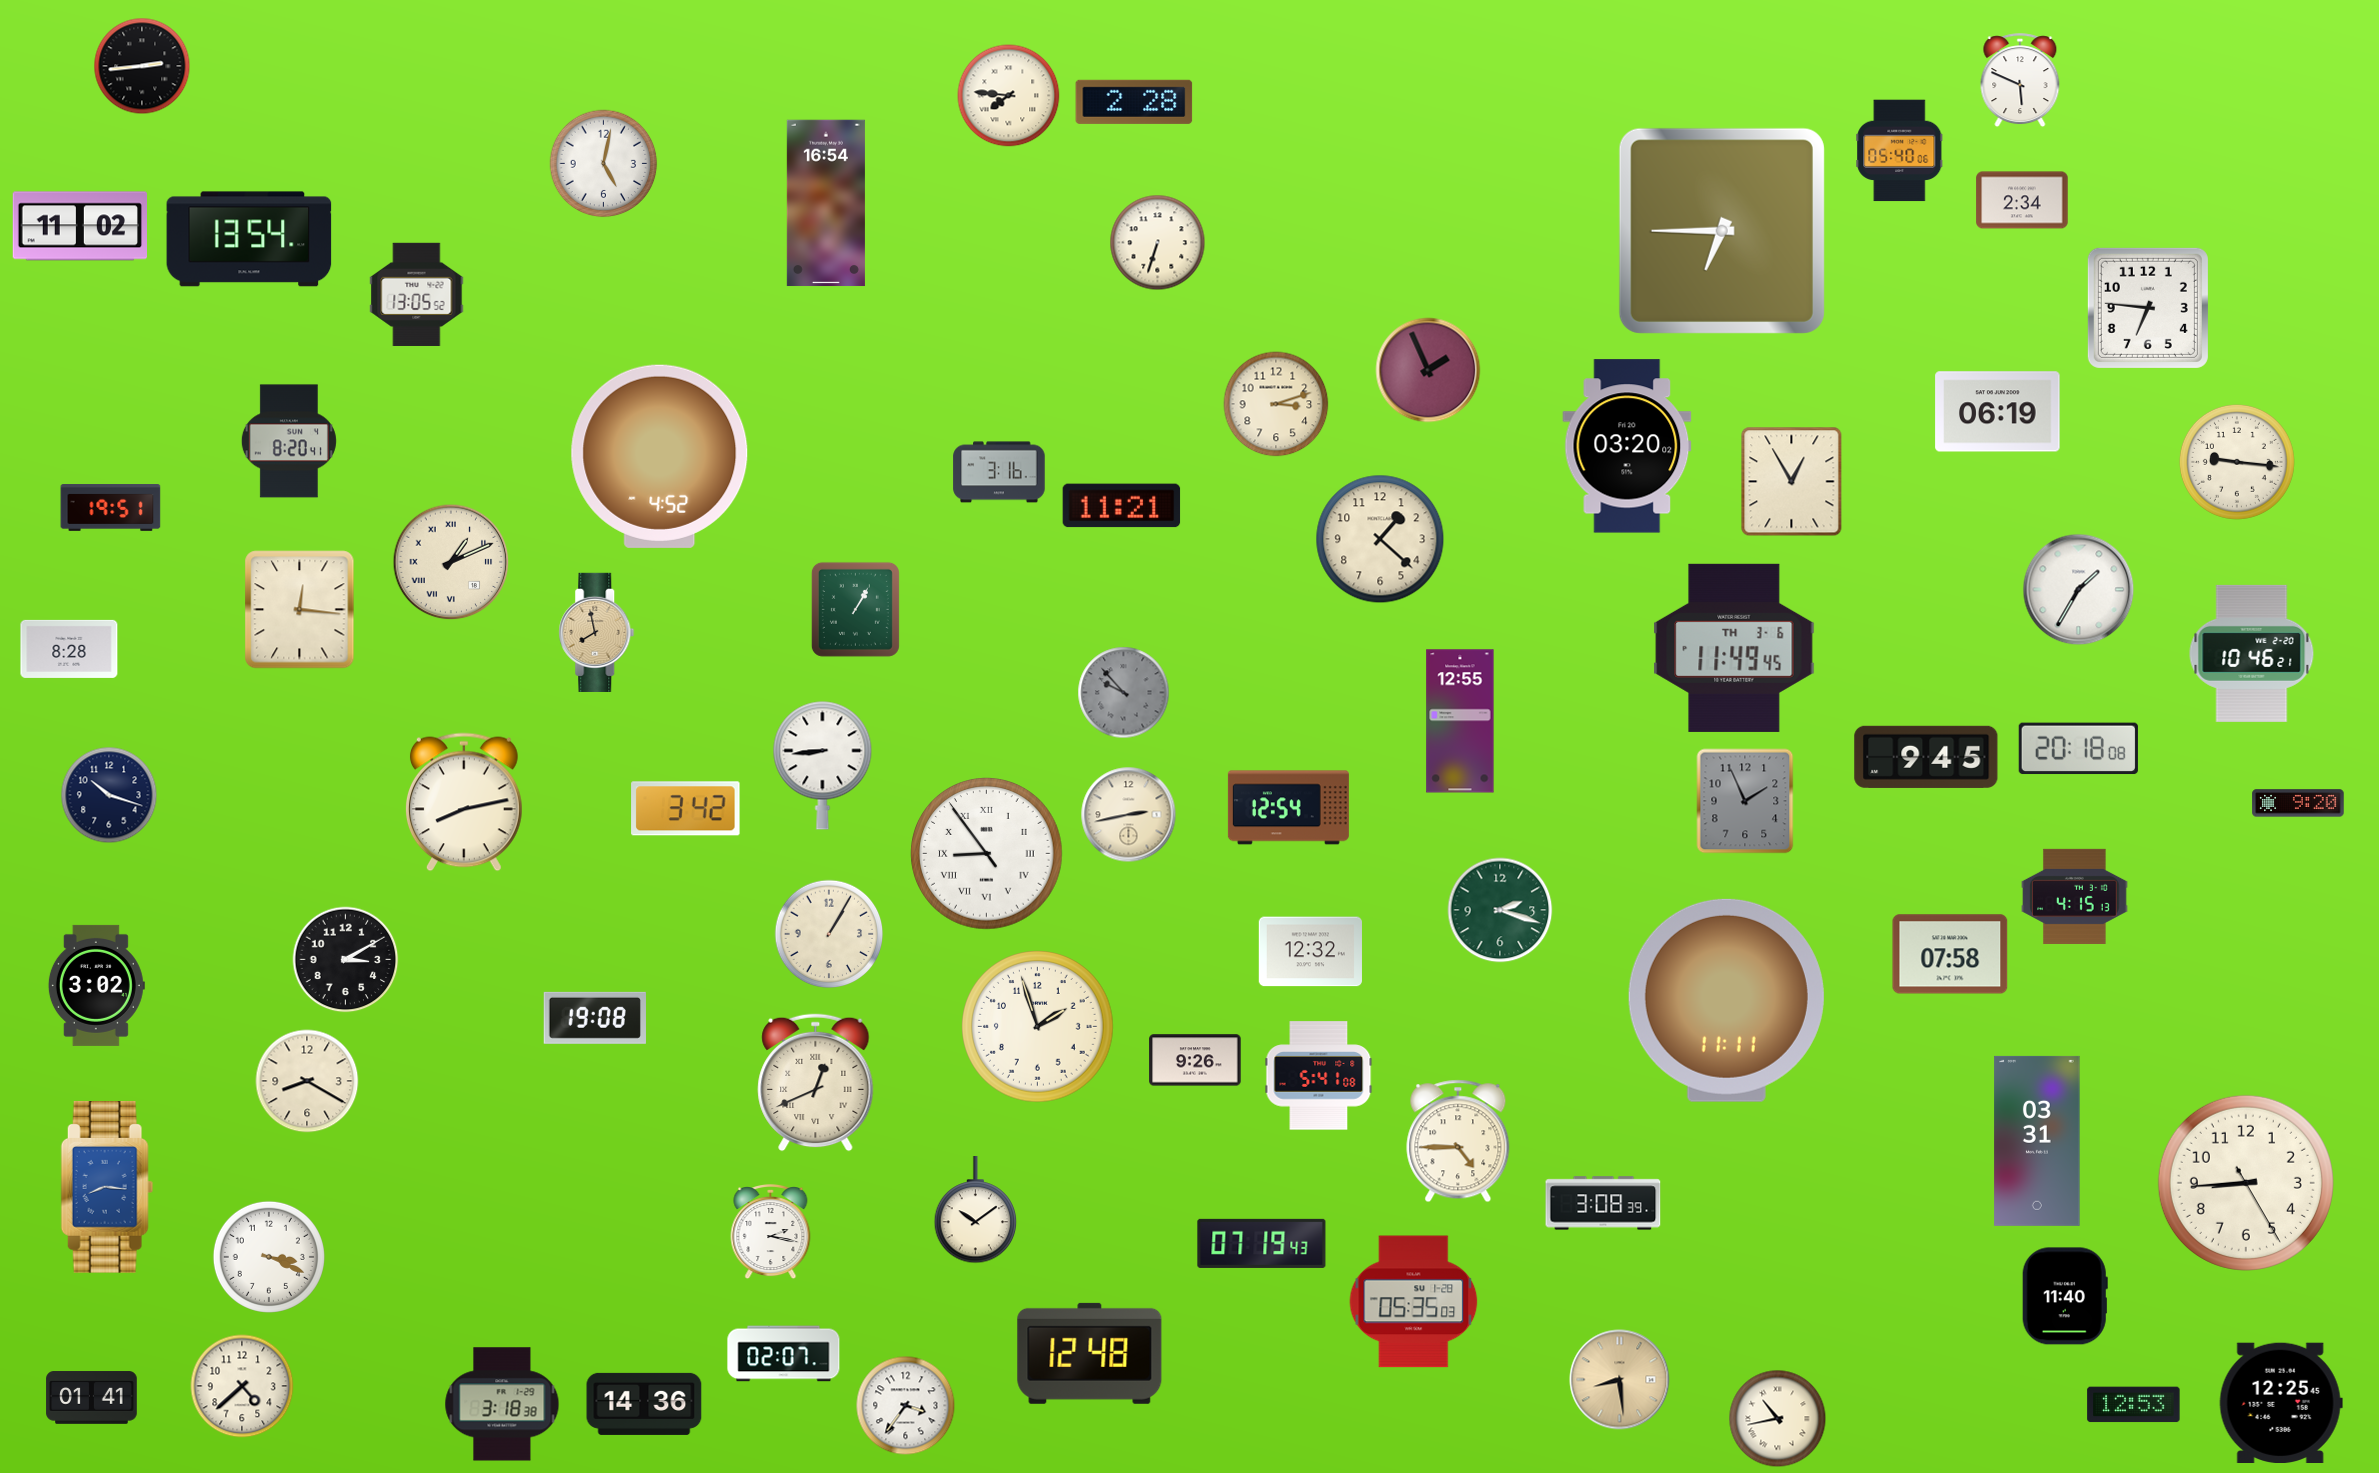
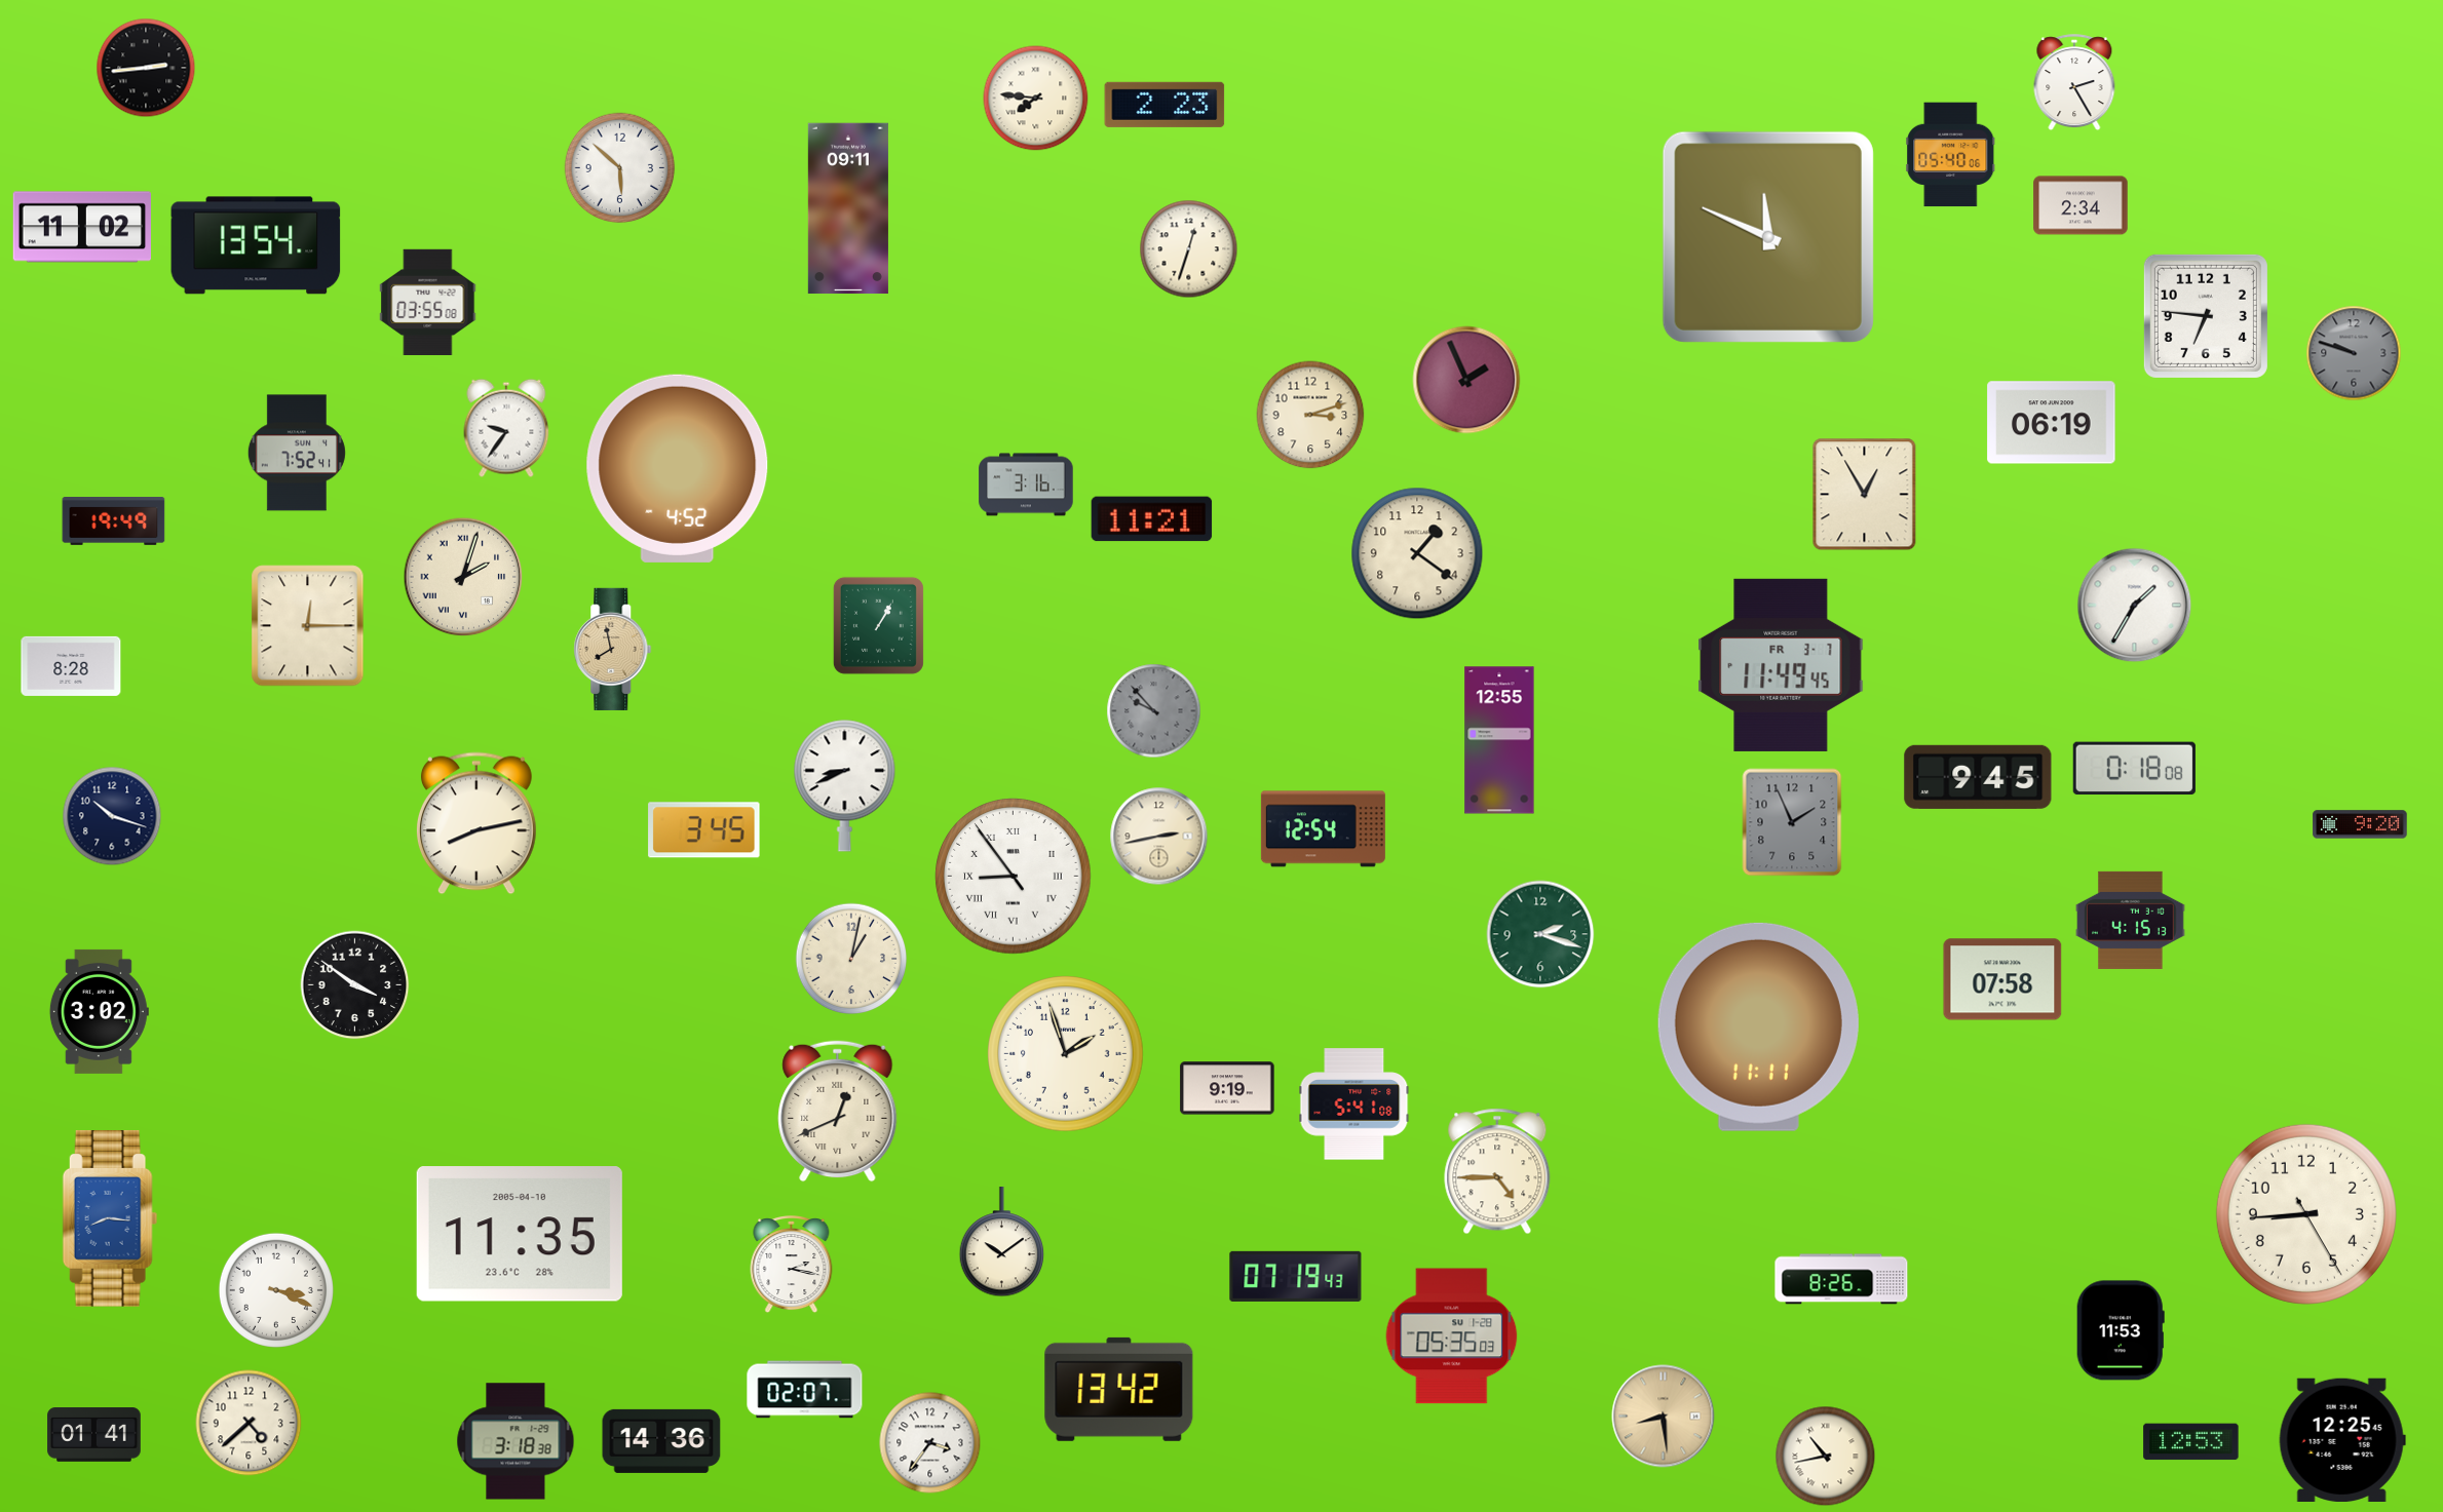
clock at (2020, 81): 5:49 -> 2:25
clock at (1134, 102): 2:28 -> 2:23
clock at (604, 164): 5:02 -> 5:52
clock at (2022, 200) position: (2022, 200) -> (2081, 205)
clock at (826, 203): 16:54 -> 09:11
clock at (80, 226) position: (80, 226) -> (82, 227)
clock at (1722, 231): 6:45 -> 11:49
clock at (1158, 243): 6:33 -> 12:33
clock at (417, 294): 13:05 -> 03:55
clock at (2354, 353): none -> 9:48
clock at (506, 428): none -> 9:36
clock at (289, 441): 8:20 -> 7:52
clock at (1627, 446): 03:20 -> none
clock at (2237, 462): 9:16 -> none
clock at (1792, 482) position: (1792, 482) -> (1865, 495)
clock at (111, 508): 19:51 -> 19:49
clock at (1380, 539): 1:22 -> 1:21
clock at (451, 562): 1:11 -> 2:03
clock at (300, 610): 12:16 -> 12:15
clock at (1734, 648) date: TH 3-6 -> FR 3-7
clock at (2252, 653): 10:46 -> none
clock at (2078, 749): 20:18 -> 0:18
clock at (823, 765): 8:44 -> 8:41
clock at (686, 809): 3:42 -> 3:45
clock at (829, 934): 1:05 -> 1:02
clock at (1310, 952): 12:32 -> none
clock at (346, 960): 3:10 -> 3:51
clock at (1726, 1000) position: (1726, 1000) -> (1758, 1026)
clock at (595, 1018): 19:08 -> none
clock at (1195, 1060): 9:26 -> 9:19
clock at (307, 1081): 8:20 -> none
clock at (2037, 1141): 03:31 -> none
clock at (520, 1234): none -> 11:35
clock at (1603, 1203): 3:08 -> none
clock at (1841, 1279): none -> 8:26
clock at (2065, 1296): 11:40 -> 11:53
clock at (1090, 1353): 12:48 -> 13:42
